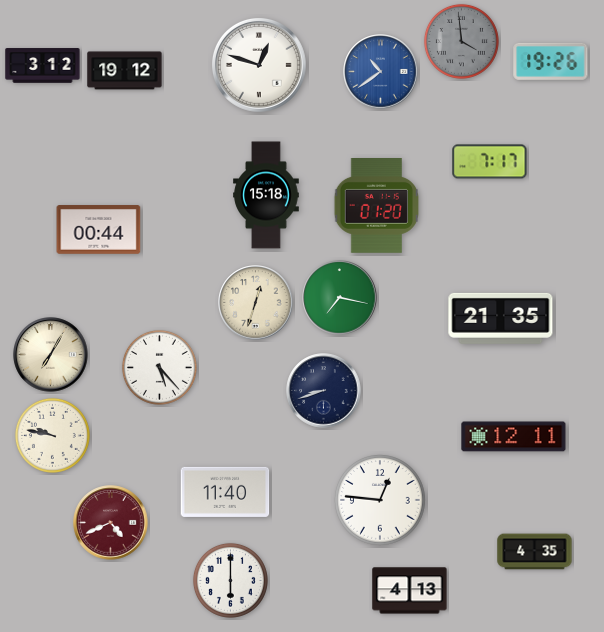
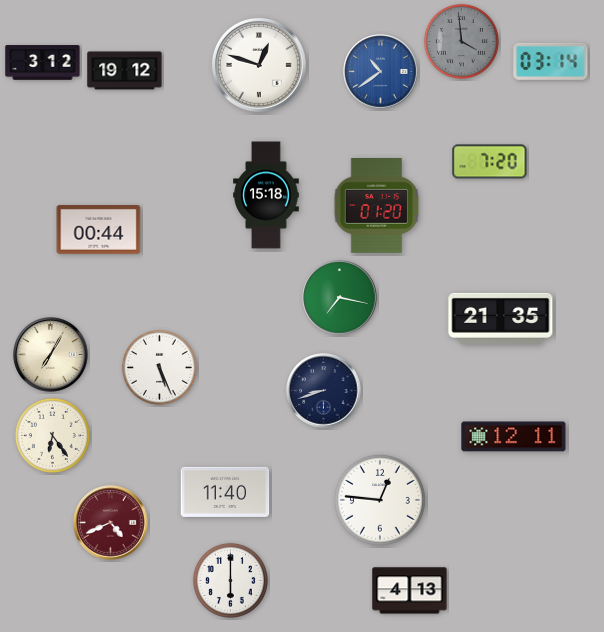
clock at (551, 61): 19:26 -> 03:14
clock at (43, 66) position: (43, 66) -> (43, 63)
clock at (490, 162): 7:17 -> 7:20
clock at (256, 303): 12:33 -> none
clock at (159, 367): 5:23 -> 5:26
clock at (52, 435): 9:47 -> 6:24
clock at (535, 552): 4:35 -> none
